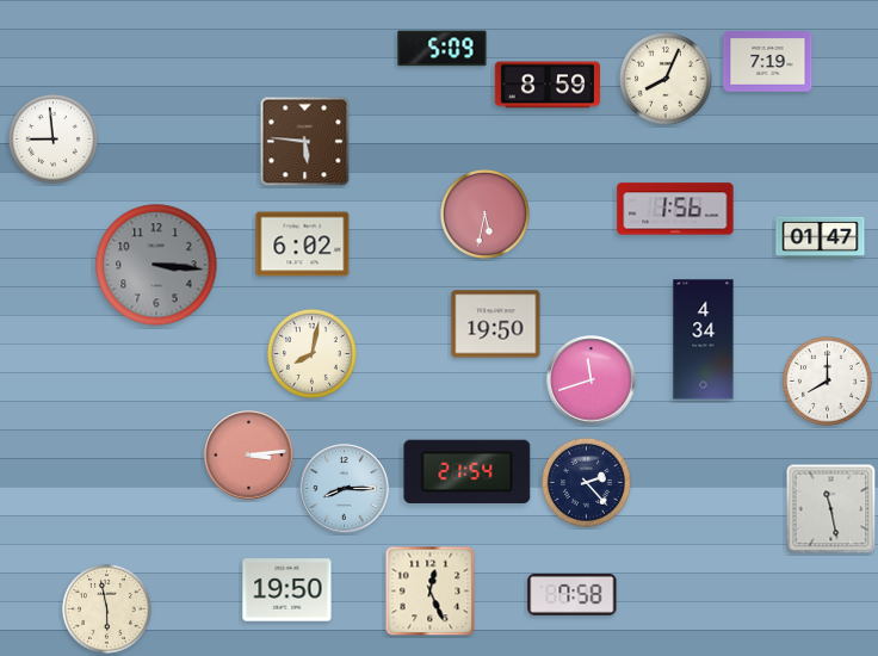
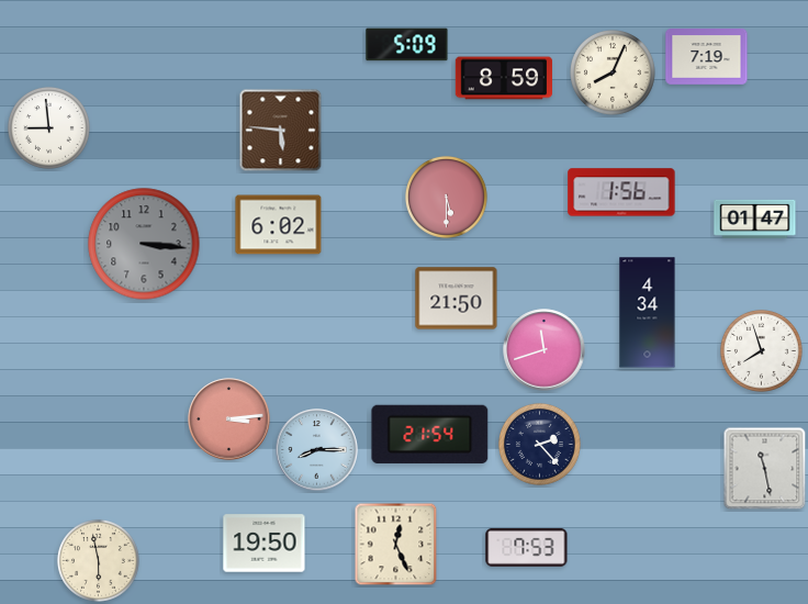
clock at (484, 213): 5:32 -> 5:30
clock at (496, 324): 19:50 -> 21:50
clock at (311, 353): 8:02 -> none
clock at (827, 380): 8:00 -> 7:57
clock at (573, 594): 7:58 -> 7:53
